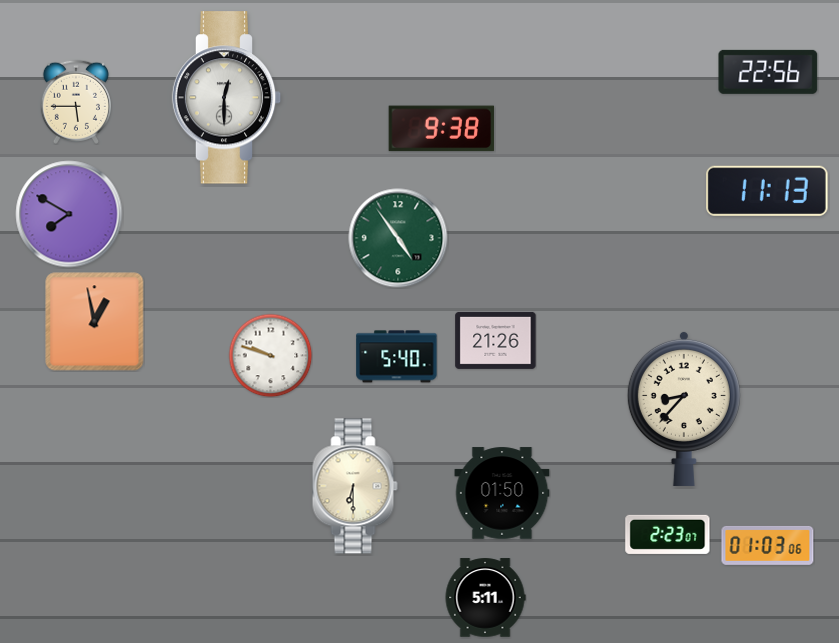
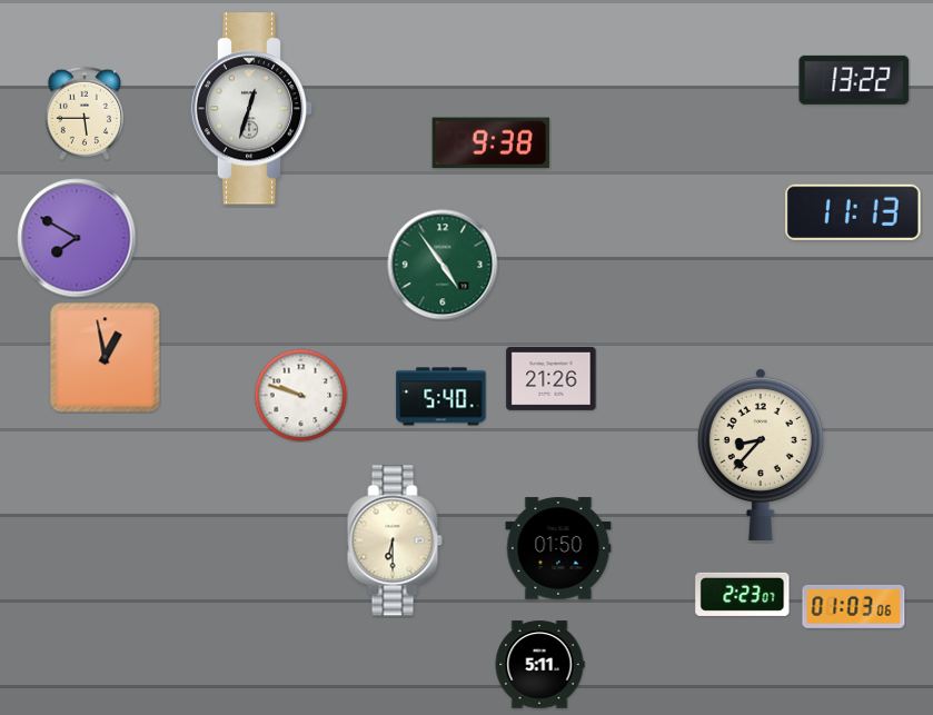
clock at (768, 72): 22:56 -> 13:22
clock at (227, 98): 12:30 -> 12:33
